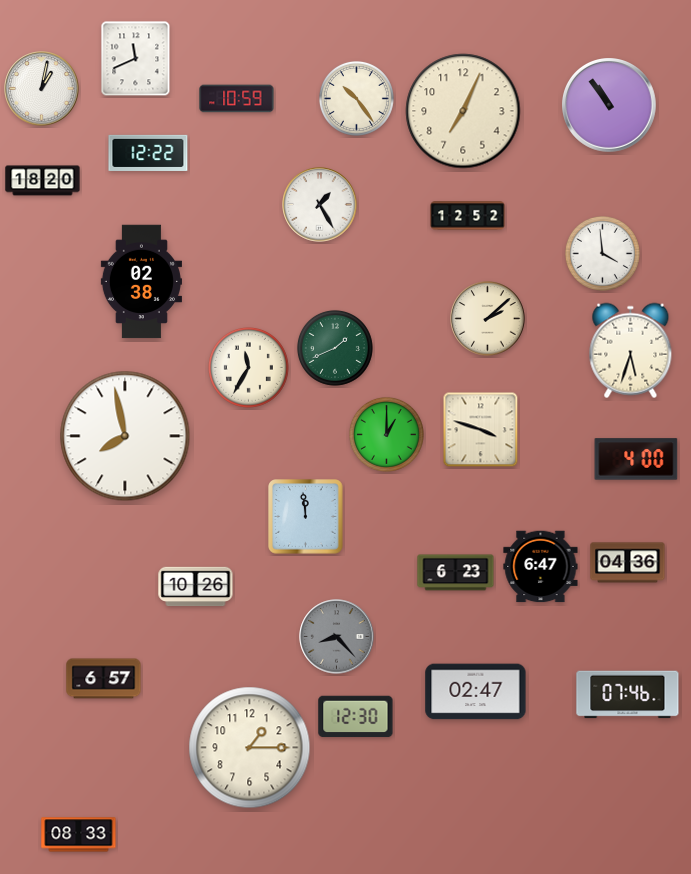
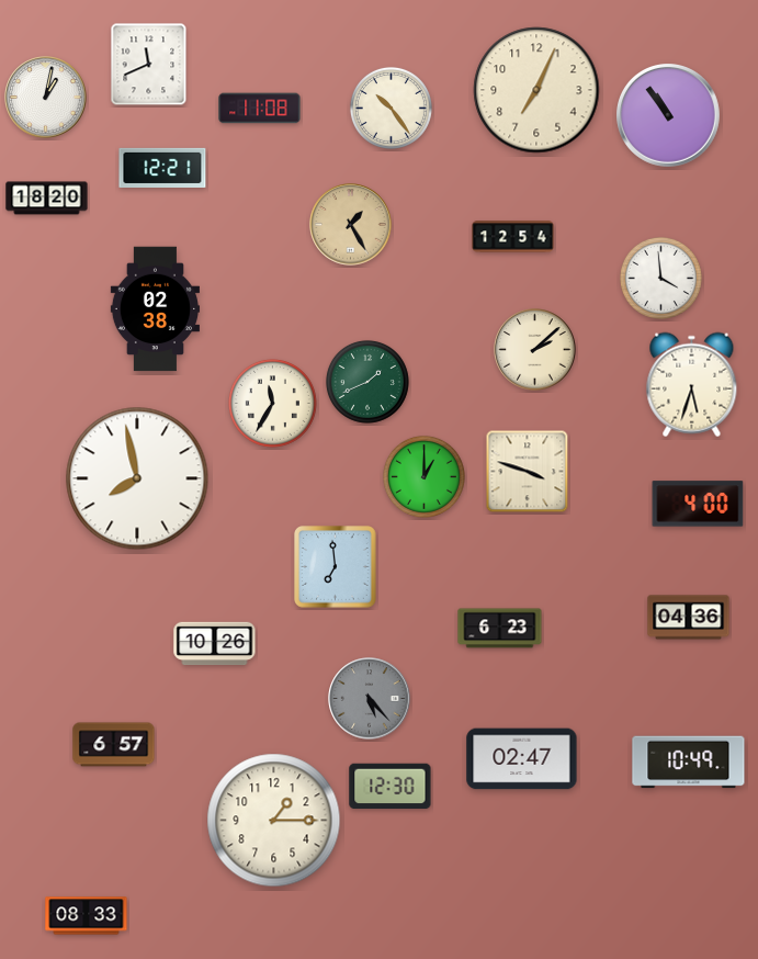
clock at (237, 99): 10:59 -> 11:08
clock at (463, 111) position: (463, 111) -> (536, 90)
clock at (148, 153): 12:22 -> 12:21
clock at (320, 205) dial: white -> champagne
clock at (468, 216): 12:52 -> 12:54
clock at (306, 517): 11:59 -> 6:59
clock at (541, 567): 6:47 -> none
clock at (337, 637): 8:23 -> 5:23
clock at (628, 695): 07:46 -> 10:49
